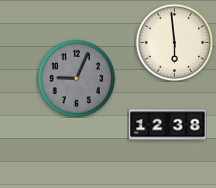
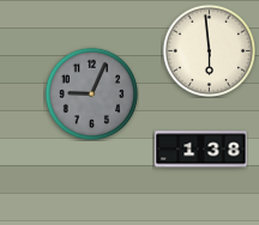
clock at (168, 125): 12:38 -> 1:38
